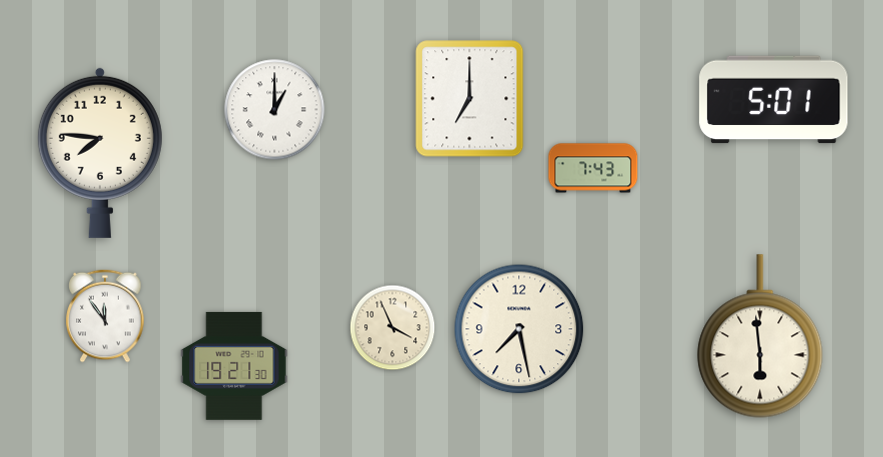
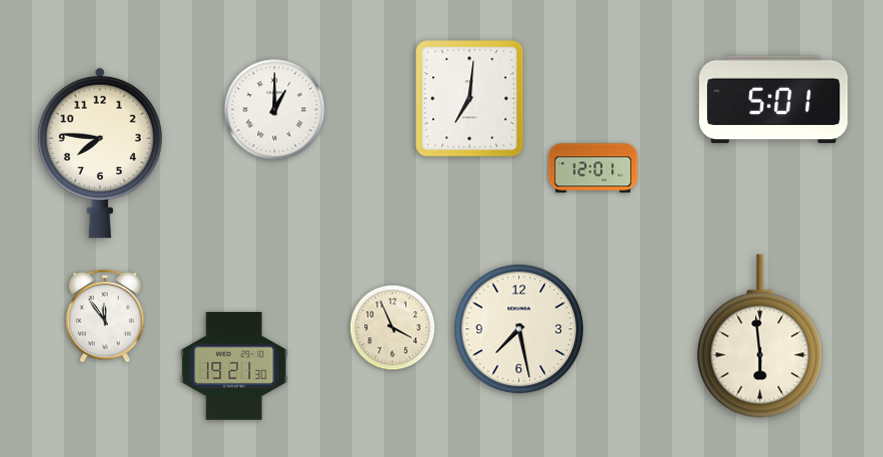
clock at (470, 99): 7:00 -> 7:01
clock at (593, 168): 7:43 -> 12:01
